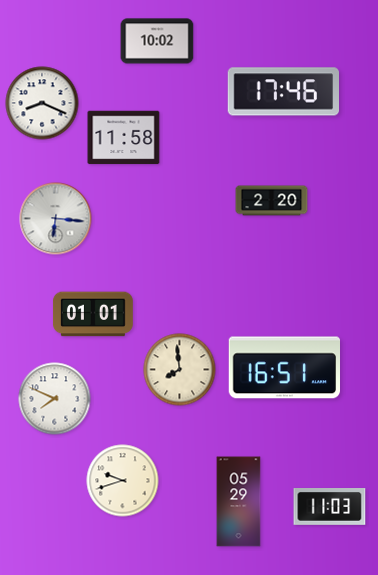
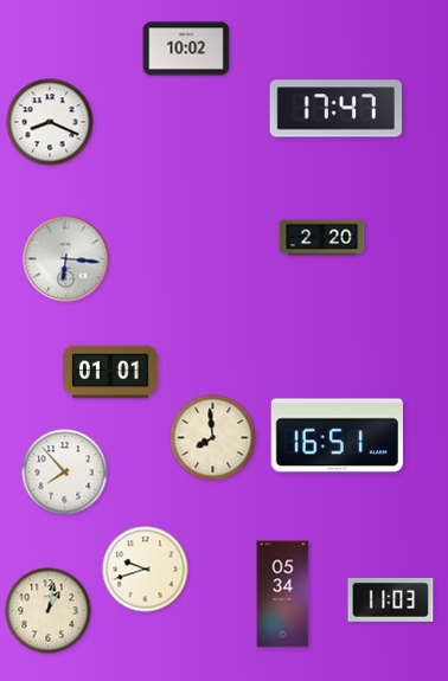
clock at (283, 92): 17:46 -> 17:47
clock at (124, 138): 11:58 -> none
clock at (55, 399): 7:49 -> 7:53
clock at (239, 502): 05:29 -> 05:34
clock at (49, 611): none -> 1:02
